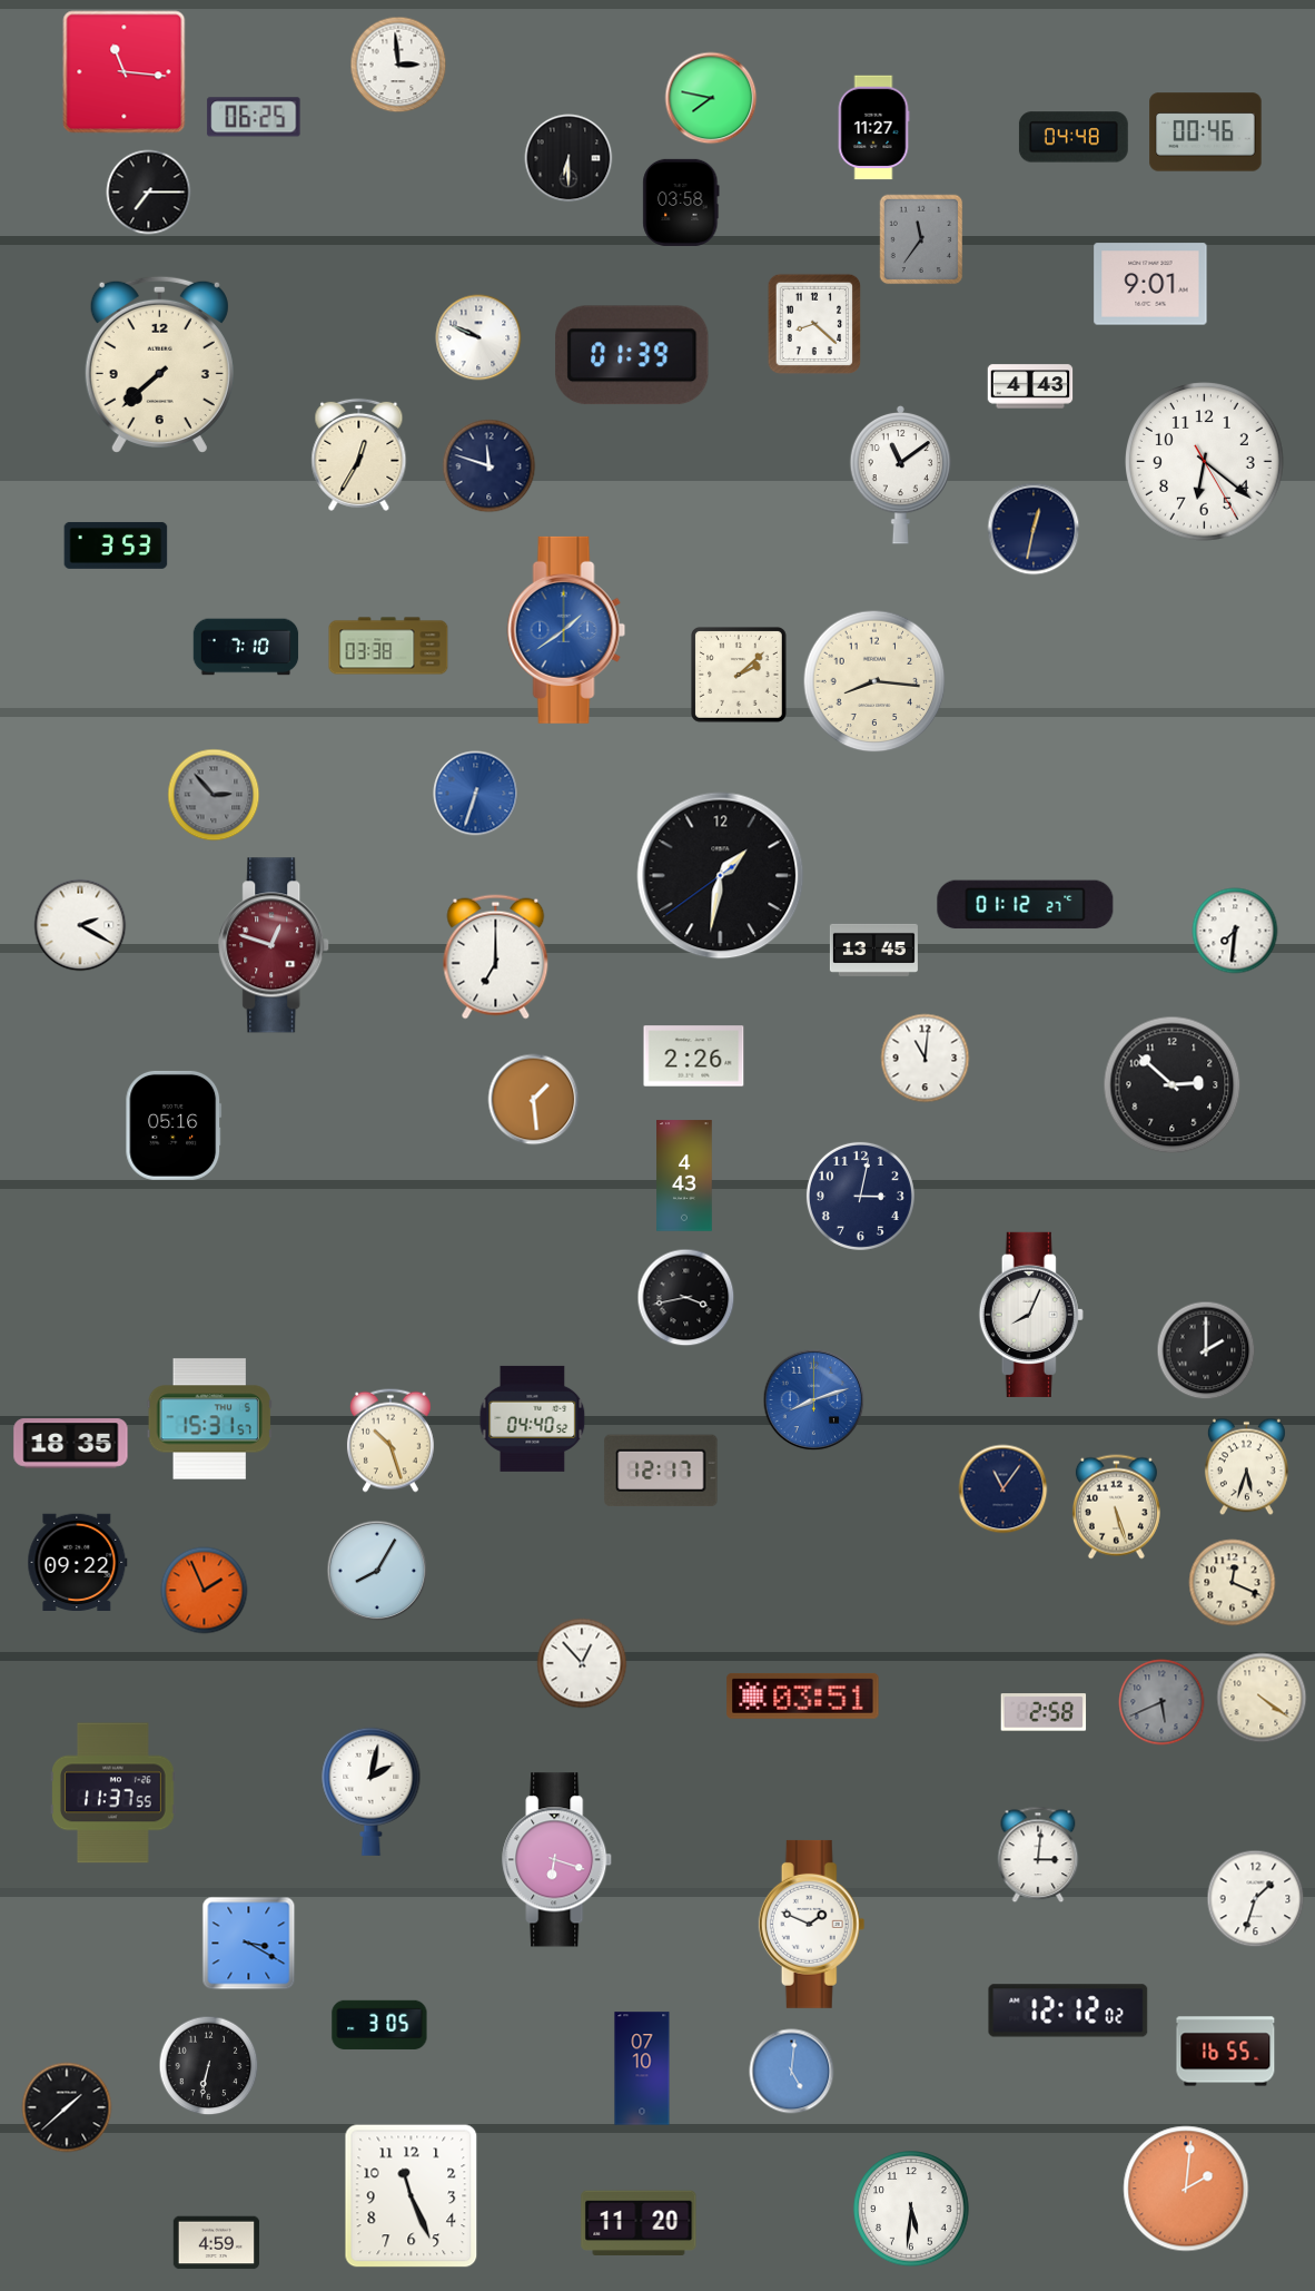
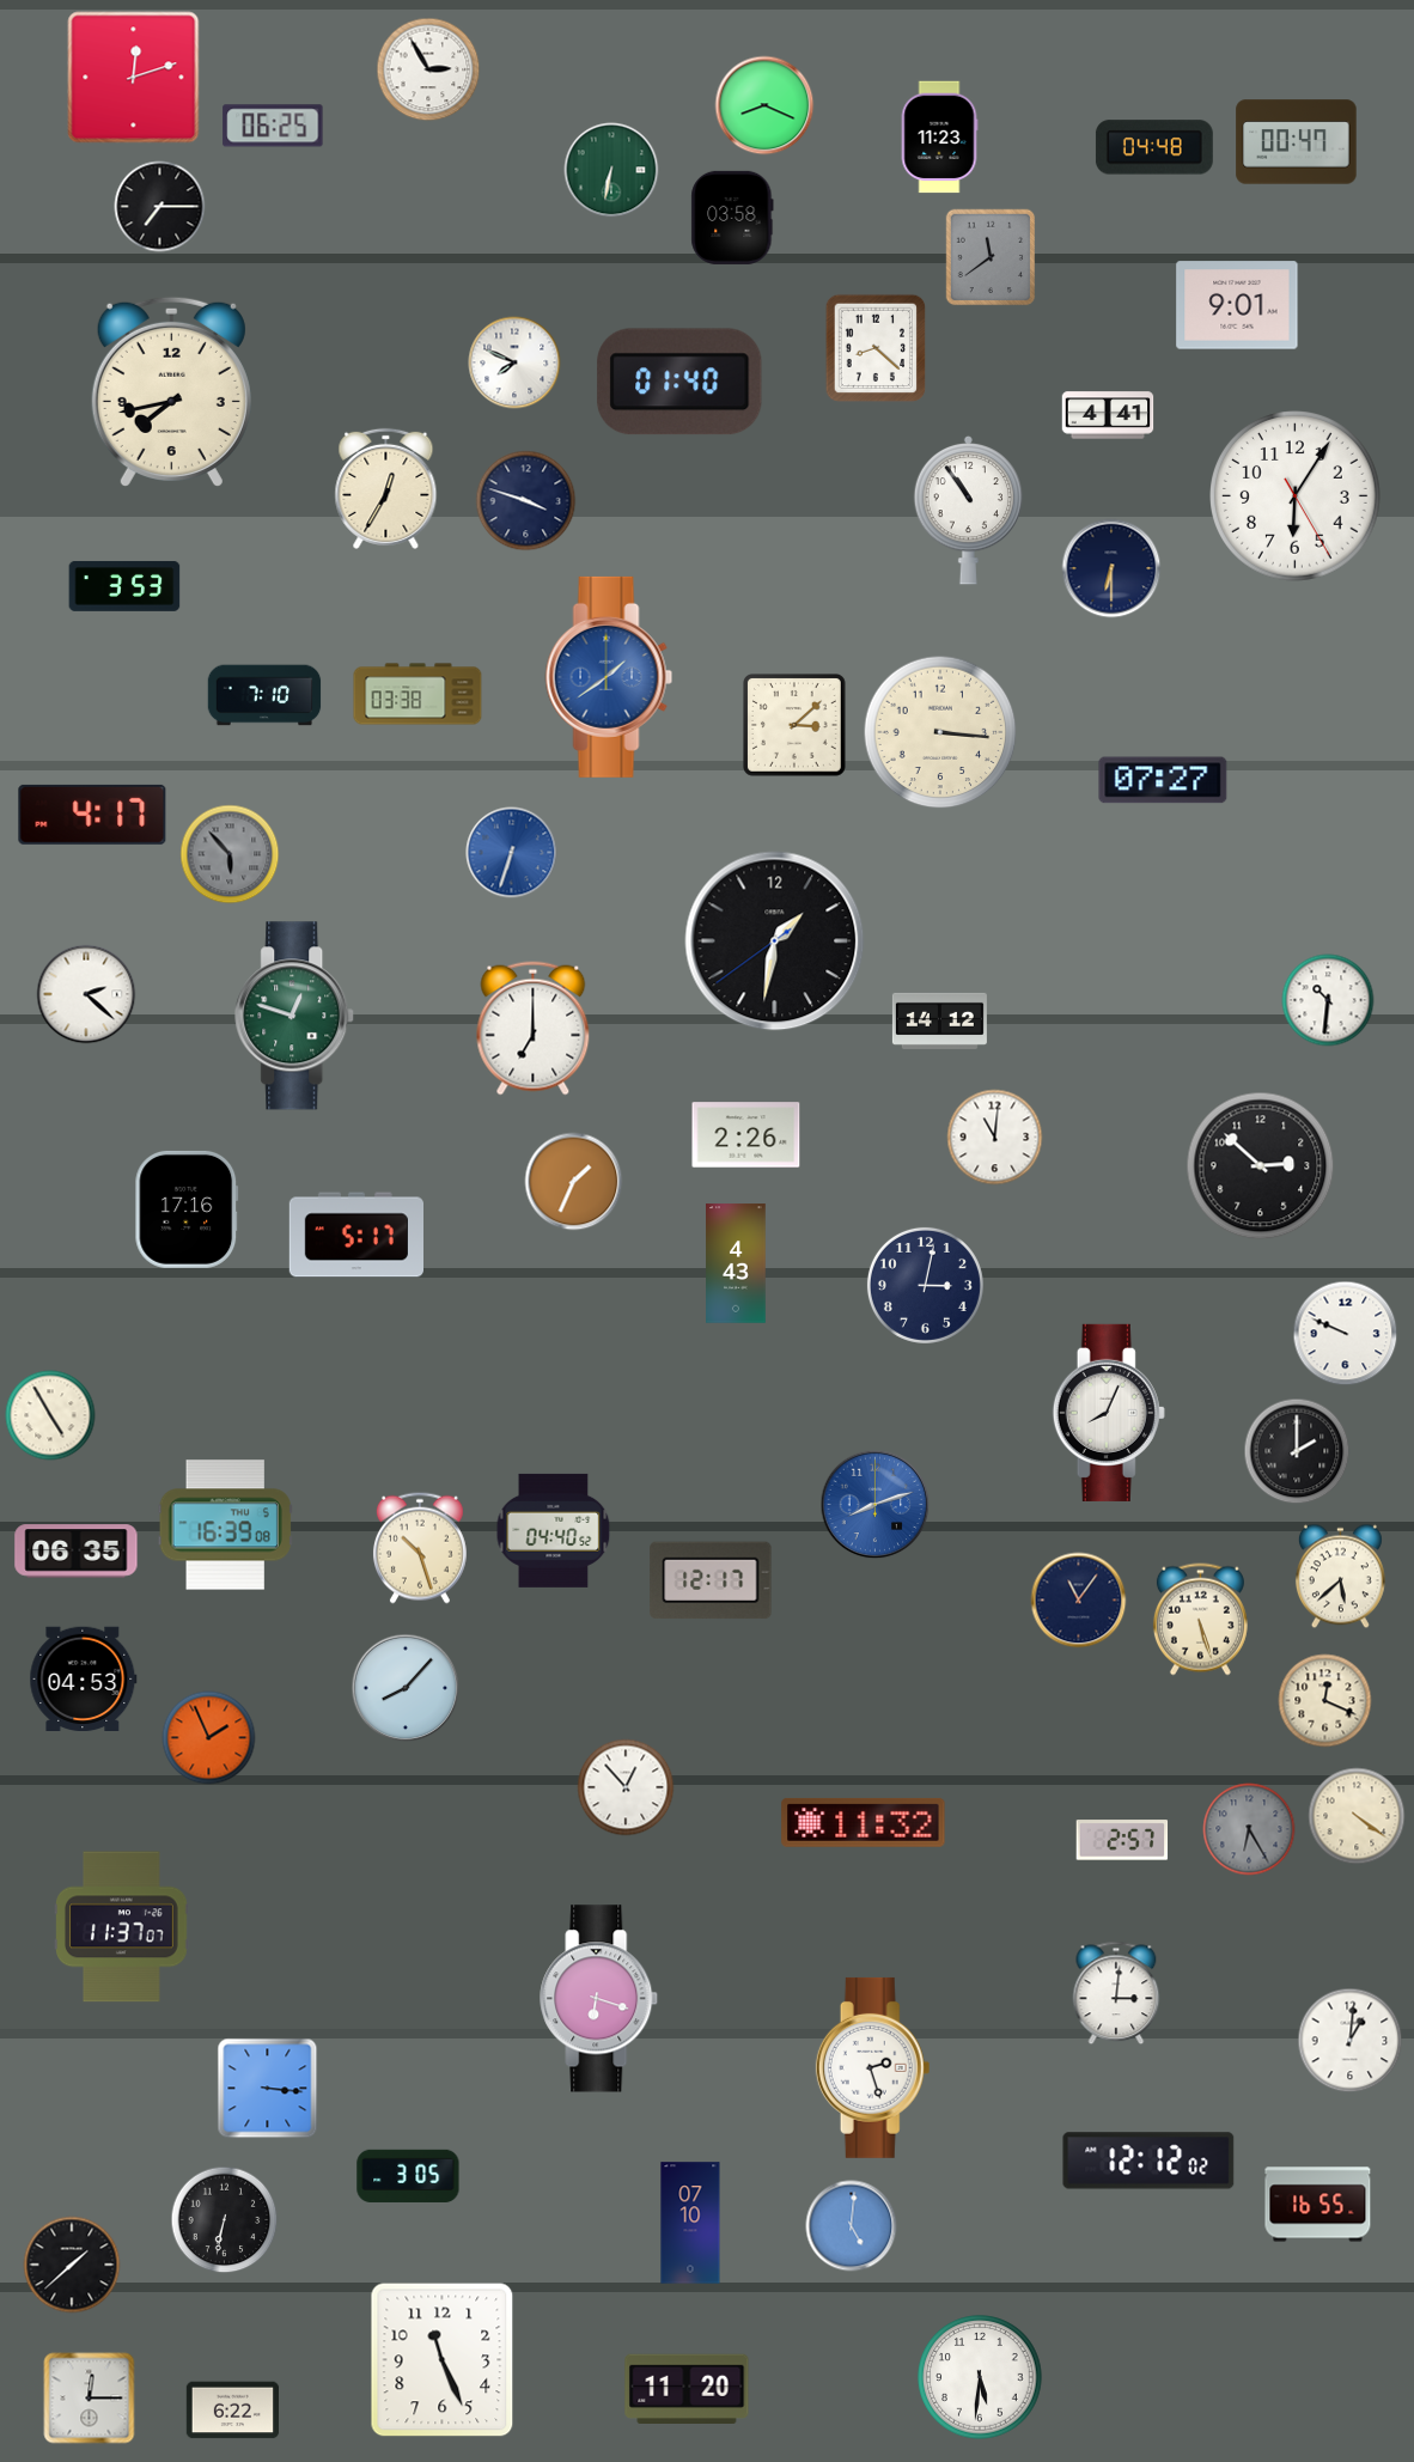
clock at (398, 65): 2:59 -> 2:55
clock at (125, 72): 11:16 -> 12:12
clock at (711, 98): 7:47 -> 8:19
clock at (873, 128): 11:27 -> 11:23
clock at (1206, 132): 00:46 -> 00:47
clock at (568, 158): 6:30 -> 6:32
clock at (568, 158) dial: black -> green
clock at (921, 239): 11:36 -> 11:39
clock at (478, 337): 9:49 -> 7:49
clock at (632, 355): 01:39 -> 01:40
clock at (159, 364): 7:38 -> 7:43
clock at (1030, 386): 4:43 -> 4:41
clock at (1205, 462): 6:21 -> 6:05
clock at (490, 466): 11:48 -> 3:48
clock at (901, 474): 11:09 -> 10:54
clock at (1034, 529): 12:32 -> 6:30
clock at (740, 676): 2:08 -> 3:08
clock at (874, 681): 8:16 -> 3:16
clock at (1163, 780): none -> 07:27
clock at (92, 815): none -> 4:17
clock at (214, 795): 2:53 -> 5:53
clock at (1026, 905): 01:12 -> none
clock at (80, 925): 2:20 -> 2:22
clock at (1235, 931): 7:31 -> 10:31
clock at (275, 945) dial: burgundy -> green
clock at (873, 950): 13:45 -> 14:12
clock at (534, 1100): 1:29 -> 1:34
clock at (174, 1125): 05:16 -> 17:16
clock at (355, 1235): none -> 5:17
clock at (1346, 1334): none -> 9:49
clock at (686, 1298): 3:43 -> none
clock at (50, 1415): none -> 4:55
clock at (533, 1418) position: (533, 1418) -> (554, 1530)
clock at (209, 1419): 15:31 -> 16:39
clock at (71, 1444): 18:35 -> 06:35
clock at (1246, 1467): 5:33 -> 5:38
clock at (78, 1562): 09:22 -> 04:53
clock at (377, 1571): 8:05 -> 8:07
clock at (205, 1591) position: (205, 1591) -> (209, 1738)
clock at (803, 1695): 03:51 -> 11:32
clock at (1262, 1698) position: (1262, 1698) -> (1357, 1816)
clock at (1161, 1702): 5:41 -> 6:25
clock at (1044, 1712): 2:58 -> 2:57
clock at (372, 1791): 2:02 -> none
clock at (113, 1793): 11:37:55 -> 11:37:07
clock at (1256, 1899): 1:33 -> 1:01
clock at (812, 1924): 1:49 -> 2:27
clock at (249, 1944): 3:20 -> 3:16
clock at (1186, 2189): 2:01 -> none
clock at (911, 2209) position: (911, 2209) -> (980, 2377)
clock at (90, 2399): none -> 12:15
clock at (217, 2243): 4:59 -> 6:22
